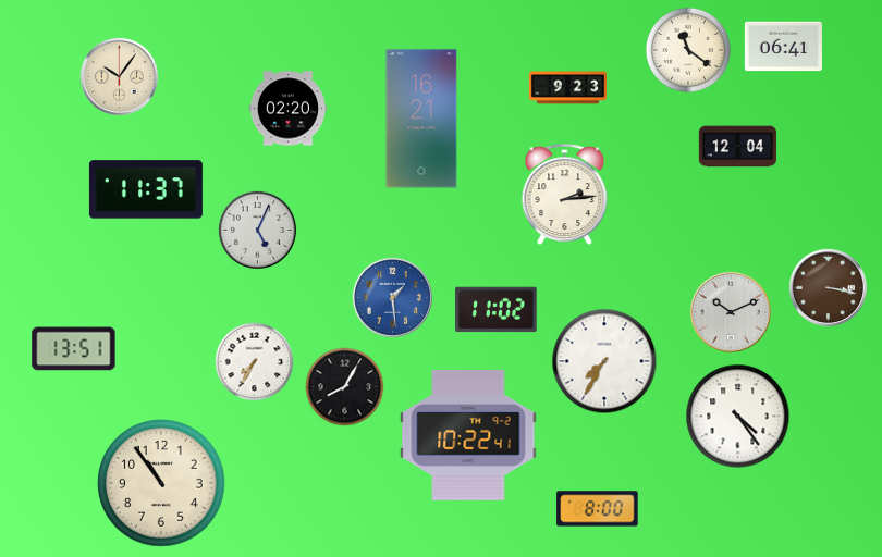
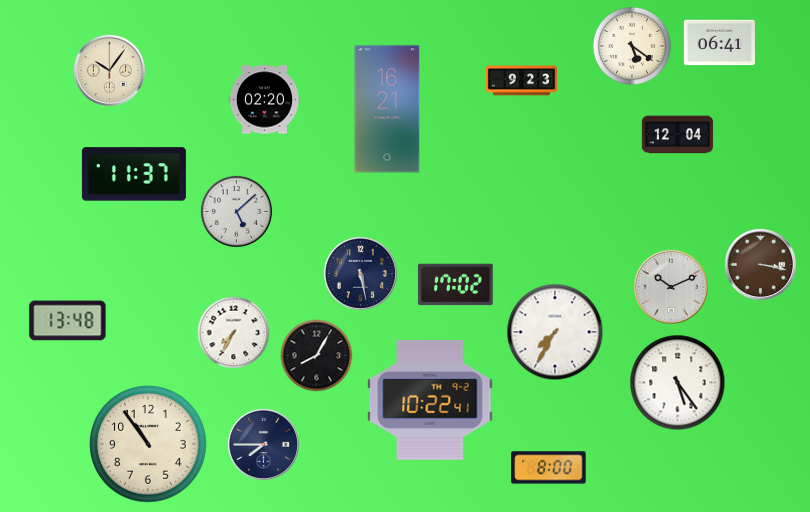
clock at (687, 49): 11:21 -> 5:21
clock at (565, 194): 2:14 -> none
clock at (257, 230): 5:04 -> 5:08
clock at (392, 297): 1:29 -> 5:28
clock at (392, 297) dial: blue -> navy
clock at (497, 310): 11:02 -> 17:02
clock at (74, 349): 13:51 -> 13:48
clock at (738, 417): 4:24 -> 5:24
clock at (263, 444): none -> 7:45
